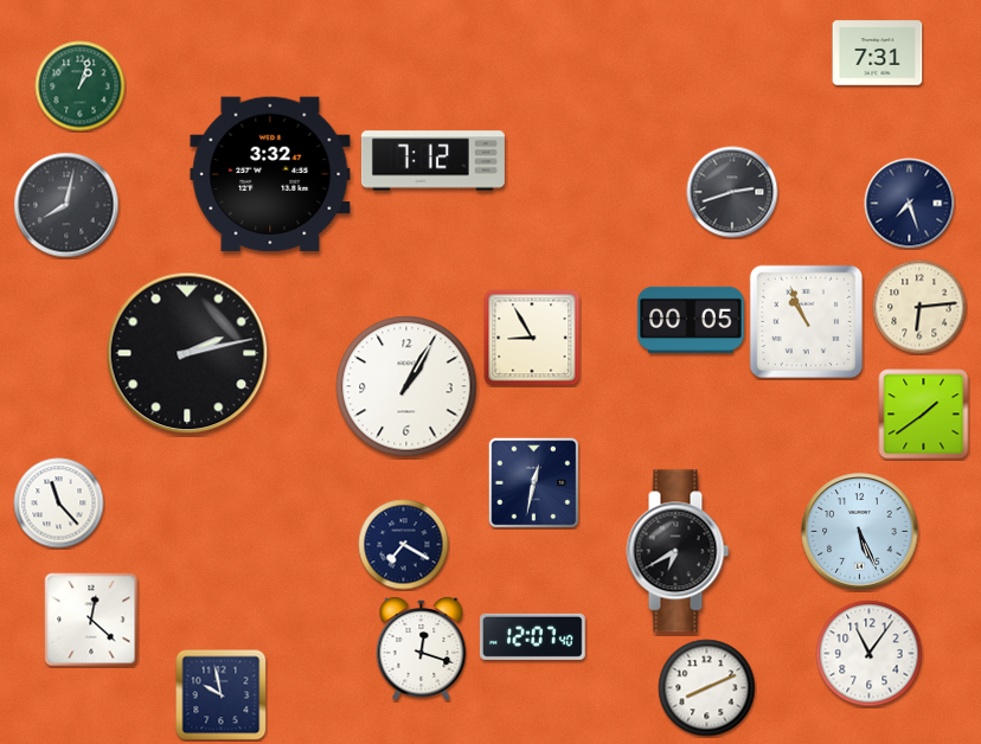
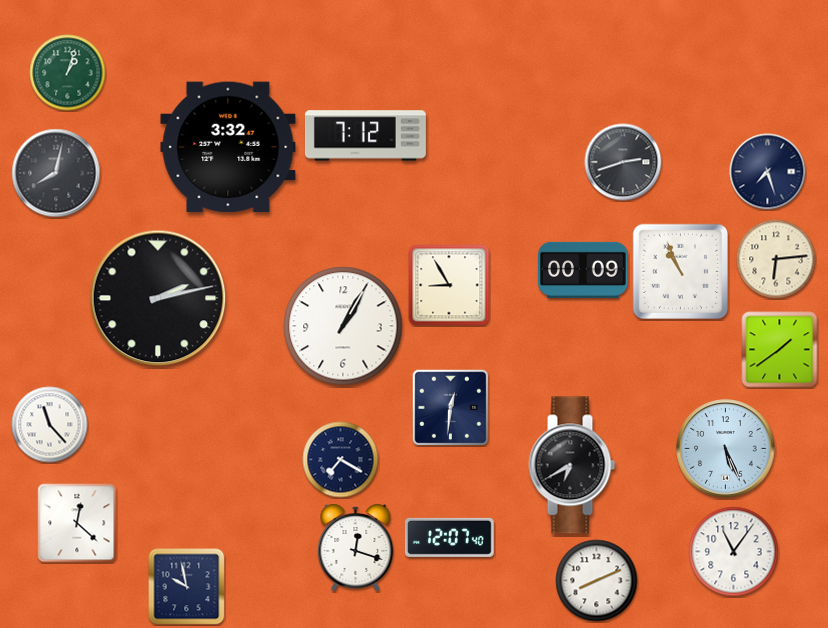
clock at (878, 53): 7:31 -> none
clock at (732, 192) position: (732, 192) -> (623, 162)
clock at (691, 320): 00:05 -> 00:09
clock at (533, 482): 12:32 -> 12:31
